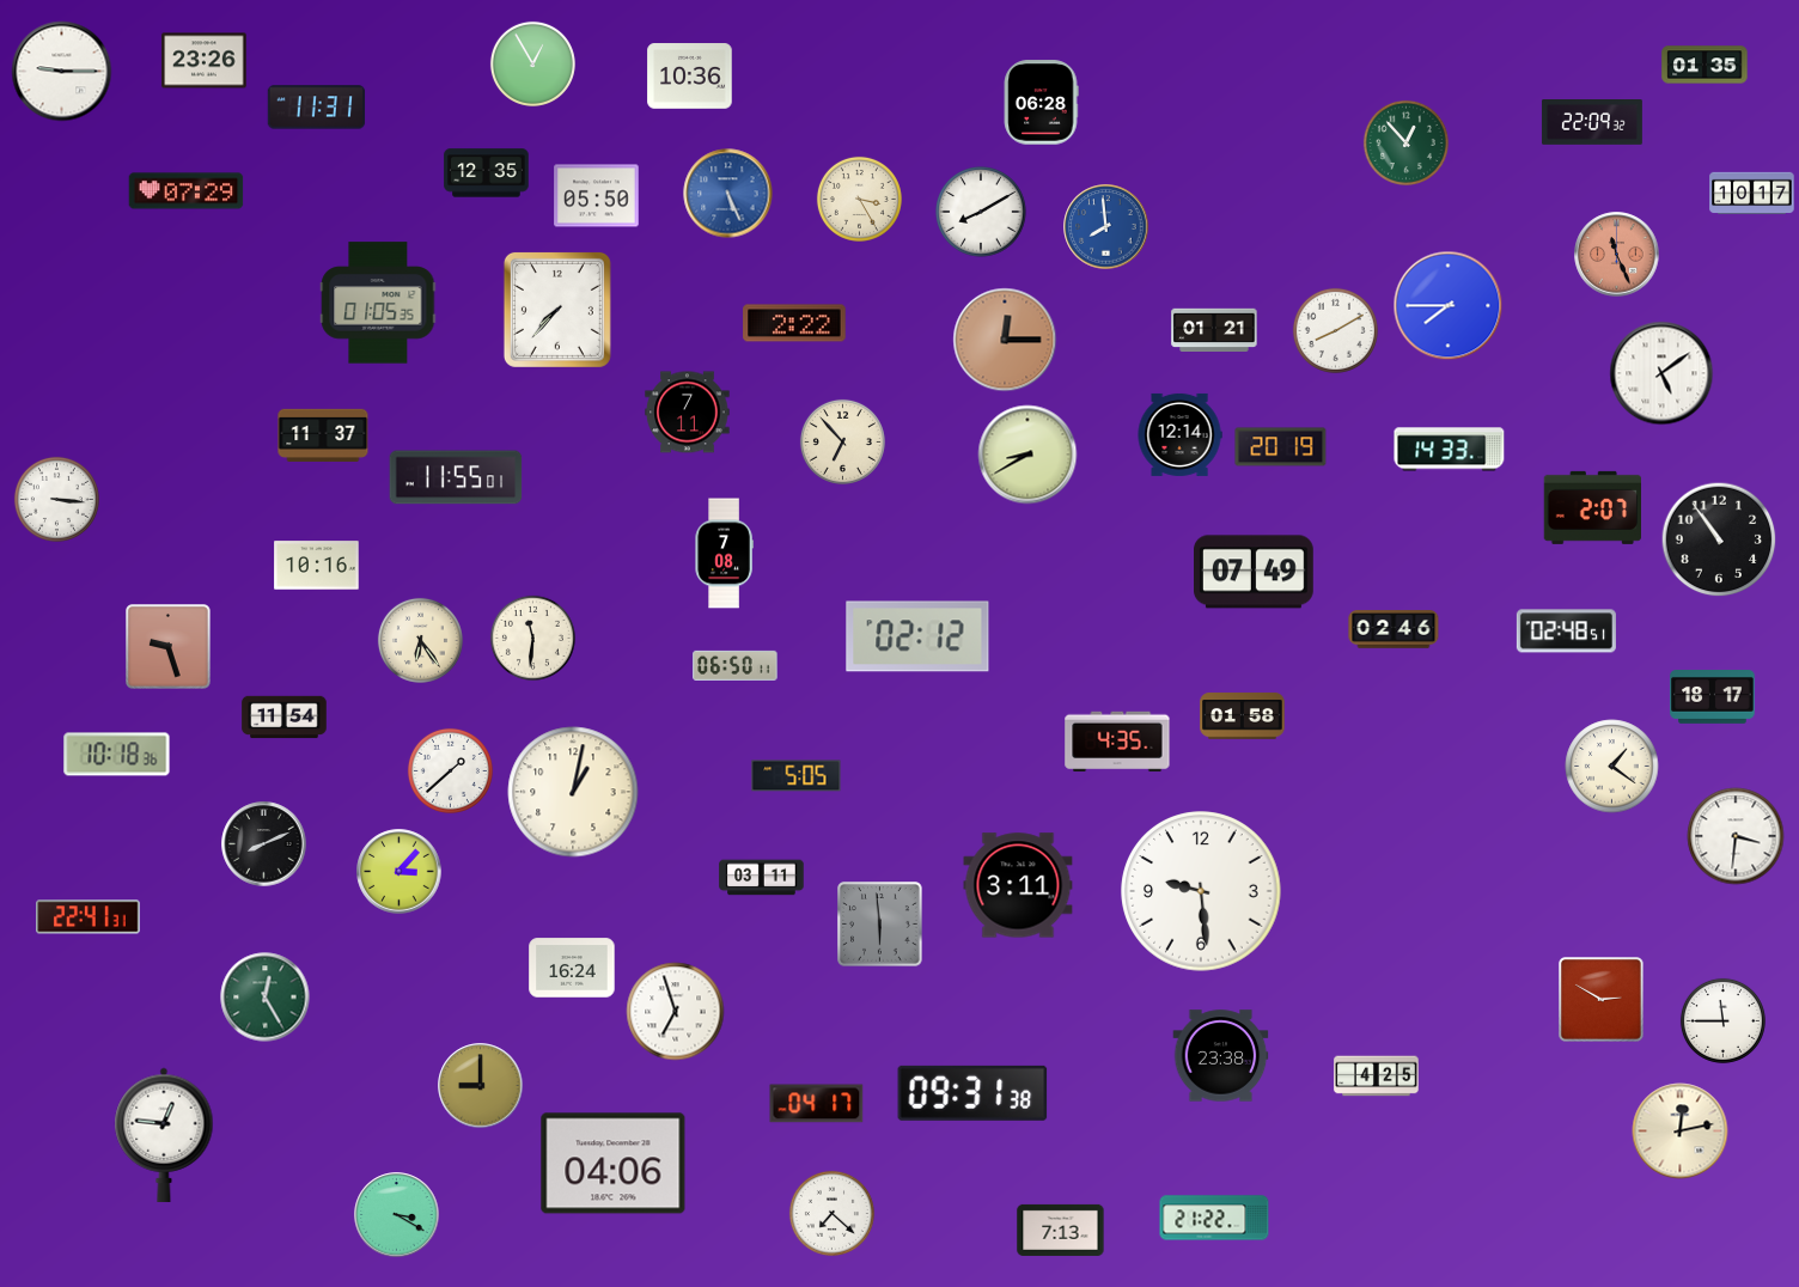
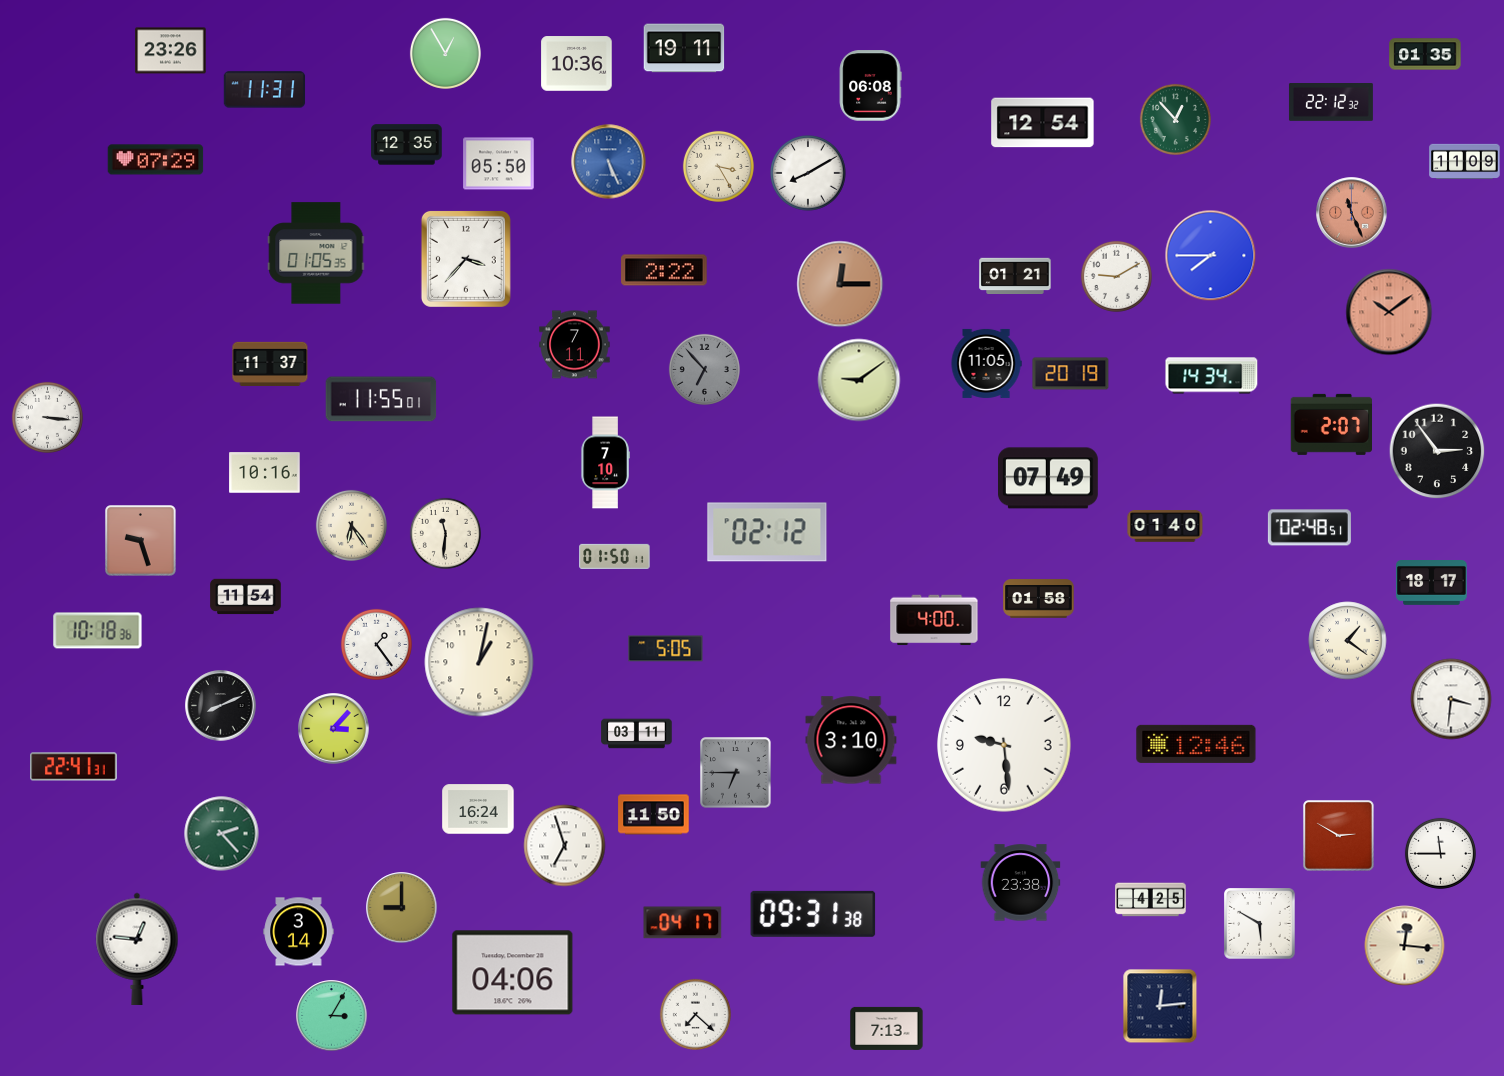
clock at (684, 48): none -> 19:11
clock at (62, 72): 9:15 -> none
clock at (1041, 103): 06:28 -> 06:08
clock at (1592, 123): 22:09 -> 22:12
clock at (1043, 123): none -> 12:54
clock at (1752, 194): 10:17 -> 11:09
clock at (981, 212) position: (981, 212) -> (808, 173)
clock at (1106, 227): 7:59 -> none
clock at (557, 310): 7:37 -> 3:37
clock at (1335, 330): 8:10 -> 9:10
clock at (1661, 373): 5:09 -> 10:09
clock at (1661, 373) dial: white -> salmon
clock at (1179, 434): 12:14 -> 11:05
clock at (842, 441) dial: cream -> grey
clock at (1450, 450): 14:33 -> 14:34
clock at (1027, 455): 8:40 -> 9:09
clock at (1719, 539): 10:54 -> 2:54
clock at (724, 554): 7:08 -> 7:10
clock at (1394, 629): 02:46 -> 01:40
clock at (420, 640) position: (420, 640) -> (351, 525)
clock at (736, 665): 06:50 -> 01:50
clock at (285, 718) position: (285, 718) -> (246, 597)
clock at (1117, 742): 4:35 -> 4:00
clock at (450, 770): 1:38 -> 1:24
clock at (1018, 885): 3:11 -> 3:10
clock at (1196, 744): none -> 12:46
clock at (880, 925): 5:59 -> 6:45
clock at (654, 815): none -> 11:50
clock at (266, 998): 12:25 -> 2:23
clock at (1260, 924): none -> 5:50
clock at (299, 932): none -> 3:14
clock at (1681, 1132): 12:13 -> 12:16
clock at (1160, 1006): none -> 12:14
clock at (397, 1215): 3:20 -> 3:05
clock at (1214, 1218): 21:22 -> none
